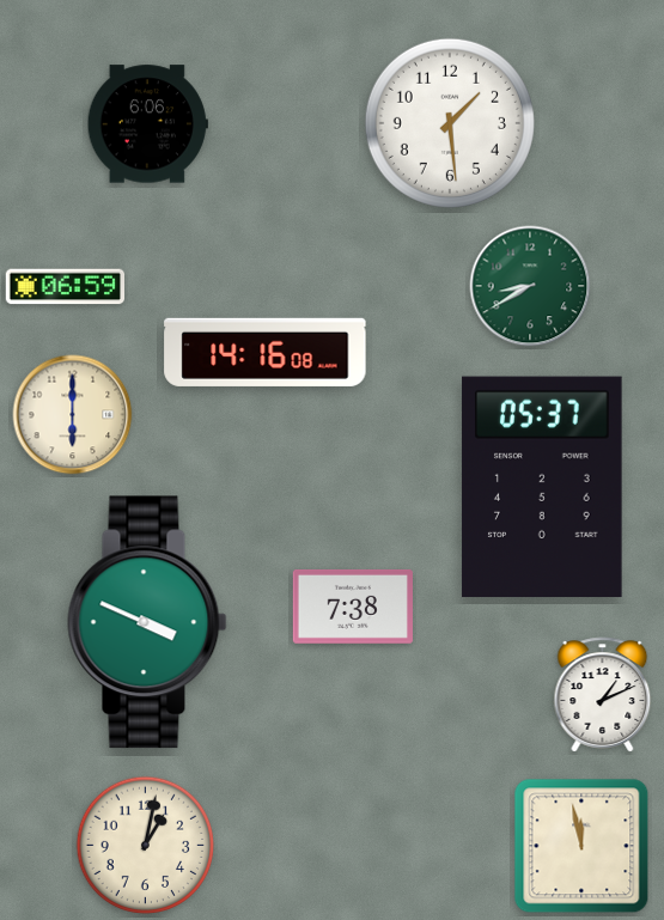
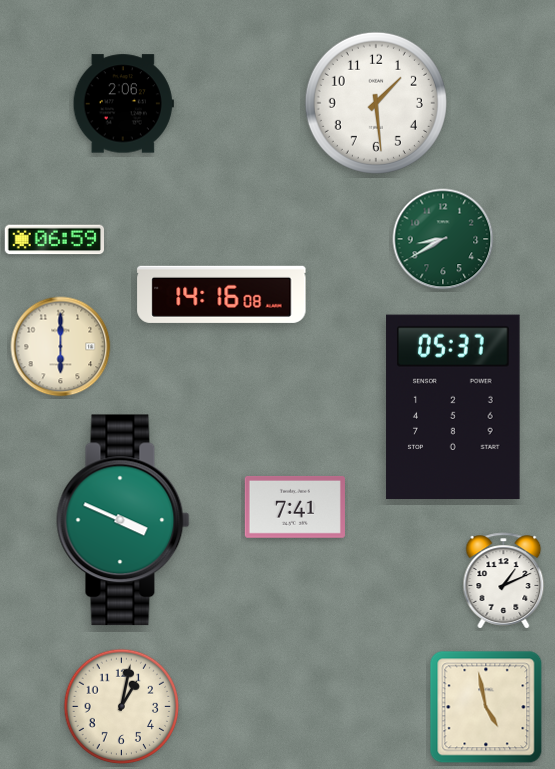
clock at (147, 124): 6:06 -> 2:06
clock at (353, 607): 7:38 -> 7:41
clock at (581, 846): 11:58 -> 4:58
